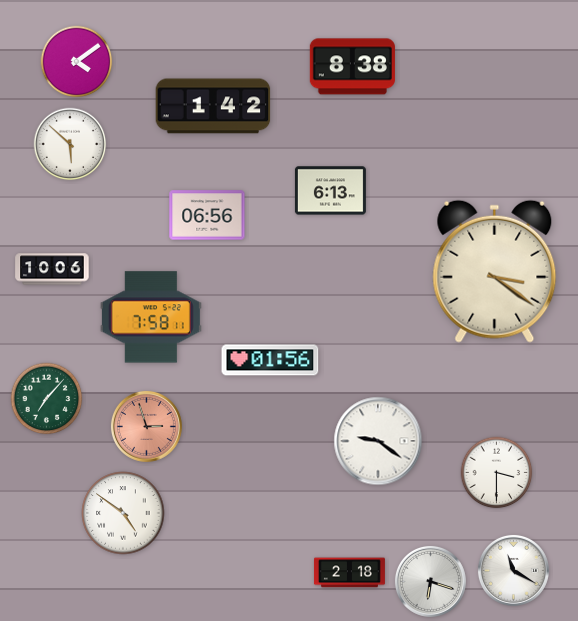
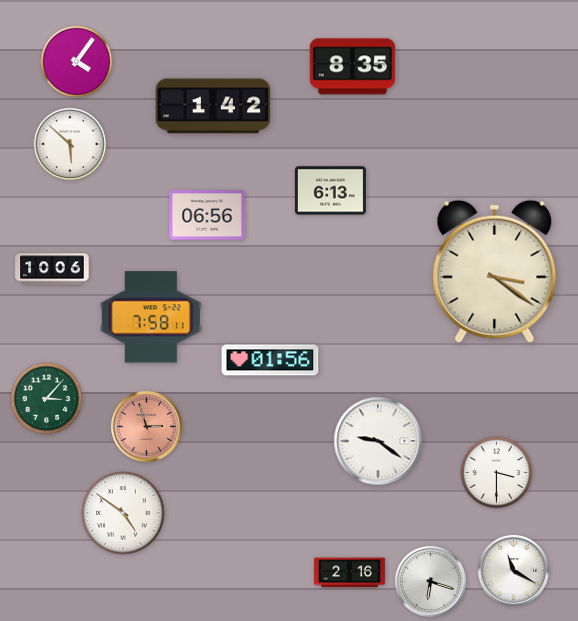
clock at (77, 62): 4:09 -> 4:06
clock at (352, 67): 8:38 -> 8:35
clock at (47, 399): 7:07 -> 3:07
clock at (349, 573): 2:18 -> 2:16
